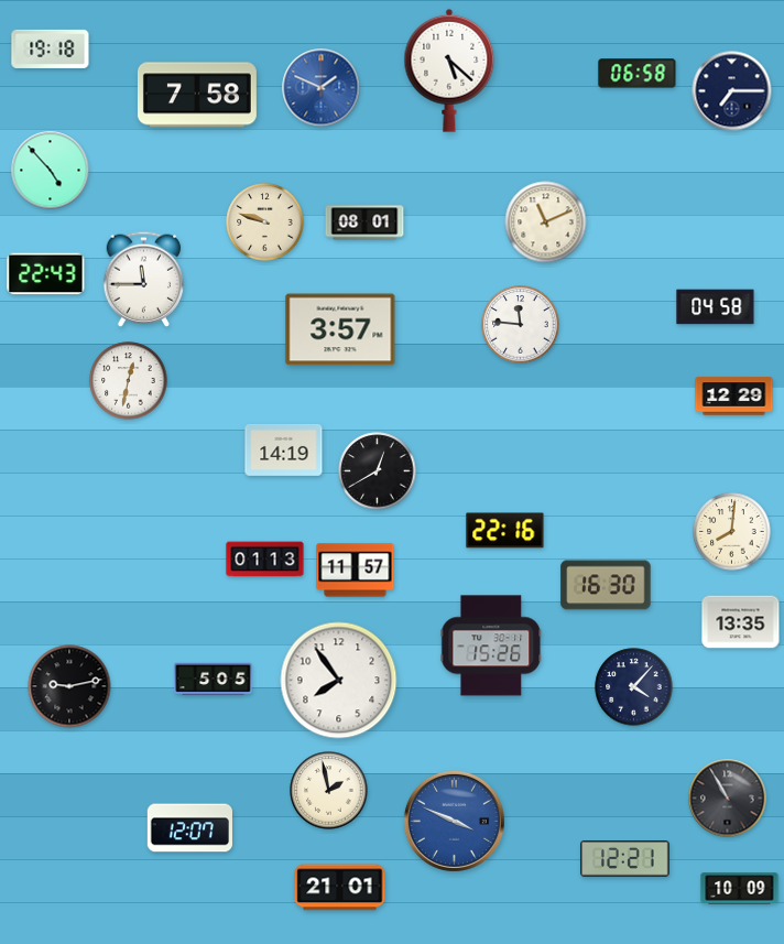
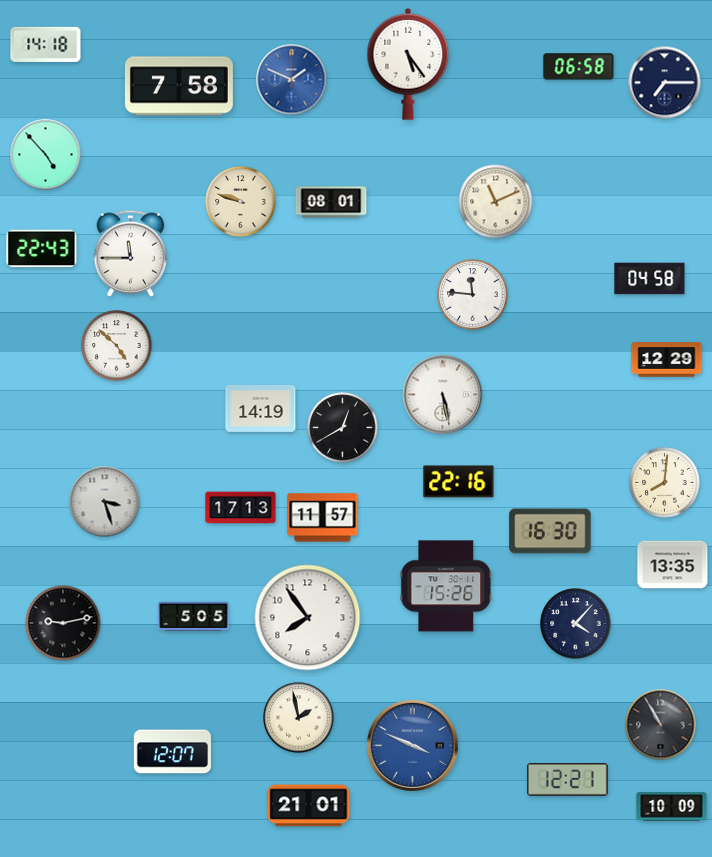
clock at (51, 48): 19:18 -> 14:18
clock at (449, 70): 5:22 -> 5:24
clock at (340, 329): 3:57 -> none
clock at (129, 381): 12:32 -> 4:52
clock at (443, 395): none -> 5:28
clock at (284, 449) position: (284, 449) -> (261, 408)
clock at (105, 502): none -> 3:27
clock at (265, 560): 01:13 -> 17:13
